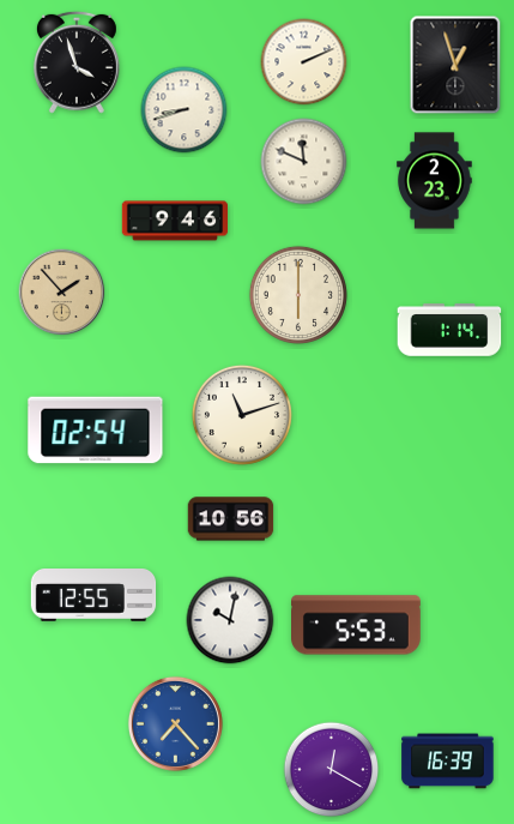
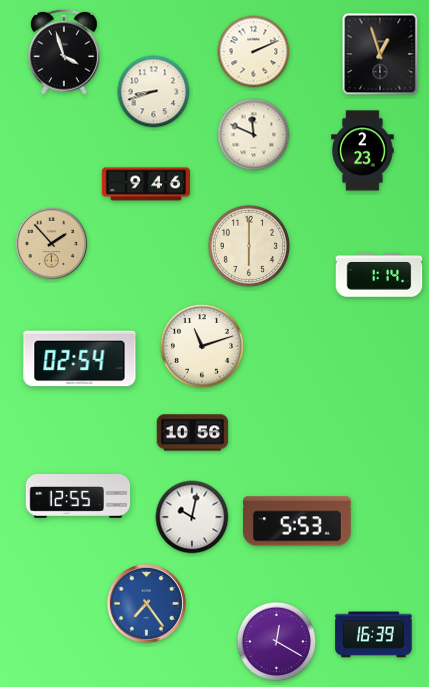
clock at (449, 330) position: (449, 330) -> (379, 275)
clock at (175, 723): 7:23 -> 7:24
